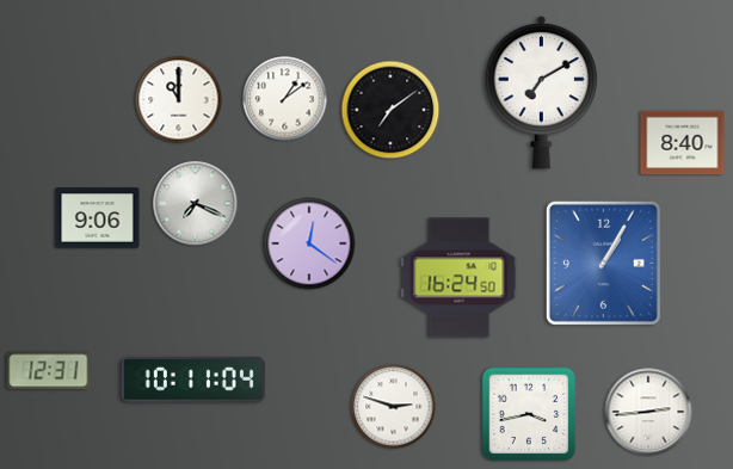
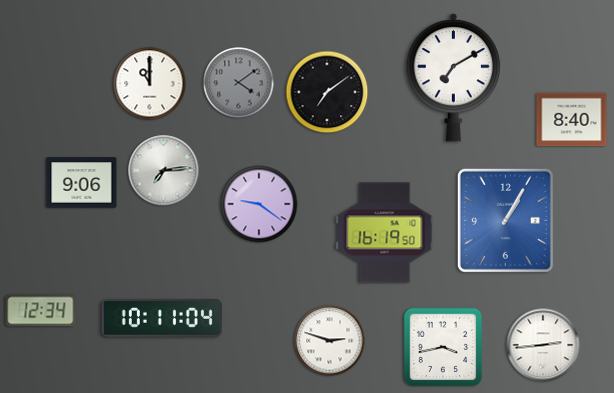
clock at (285, 99): 1:09 -> 4:09
clock at (285, 99) dial: white -> grey
clock at (196, 204): 7:19 -> 7:14
clock at (309, 243): 12:21 -> 9:21
clock at (460, 278): 16:24 -> 16:19
clock at (49, 371): 12:31 -> 12:34
